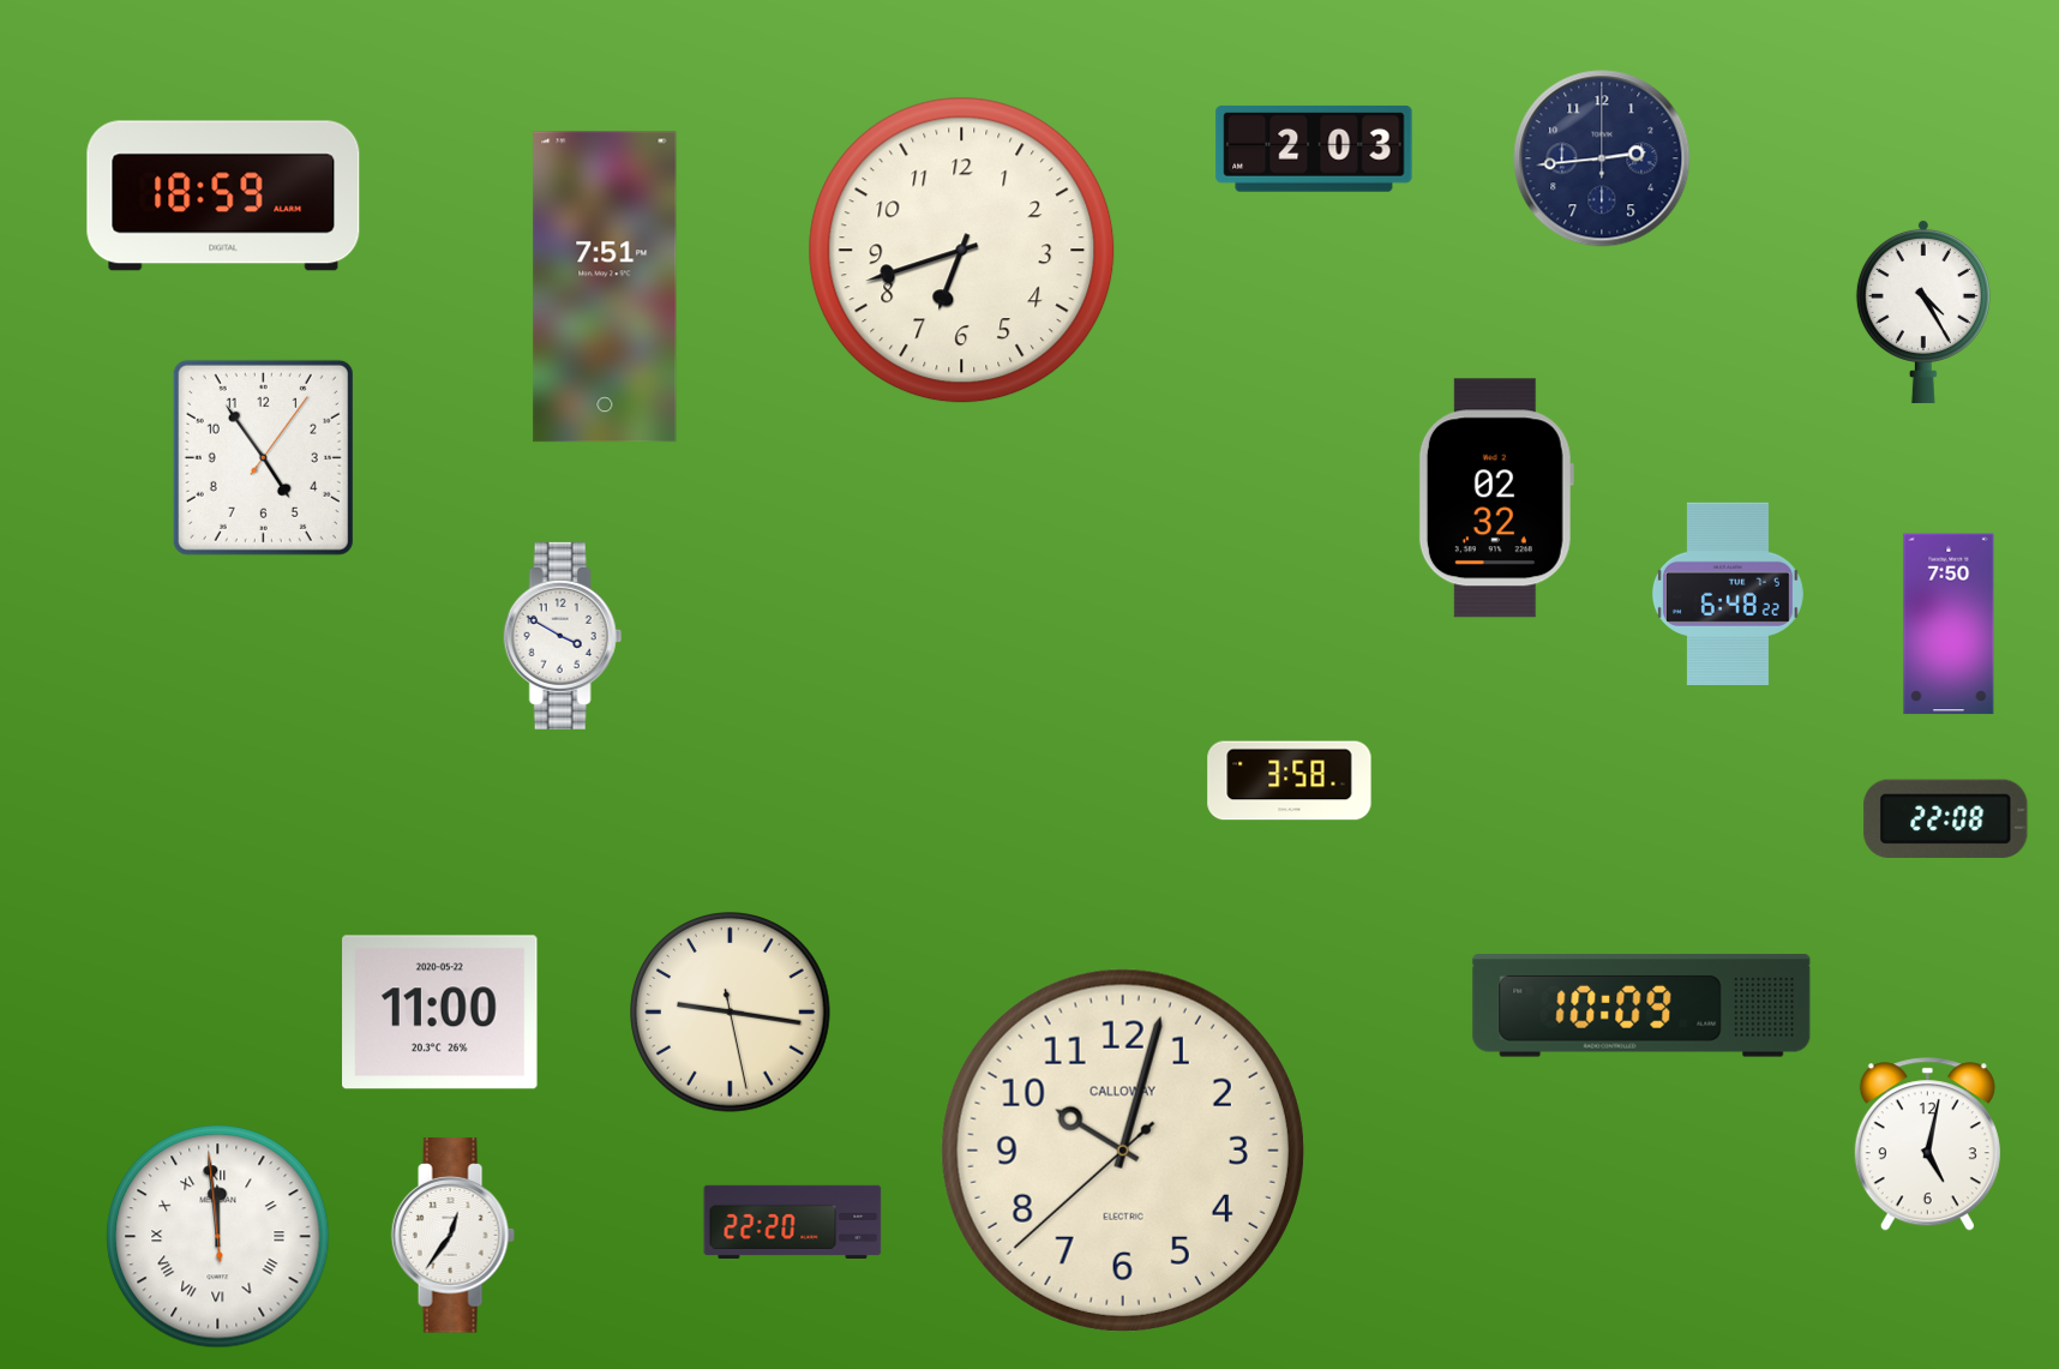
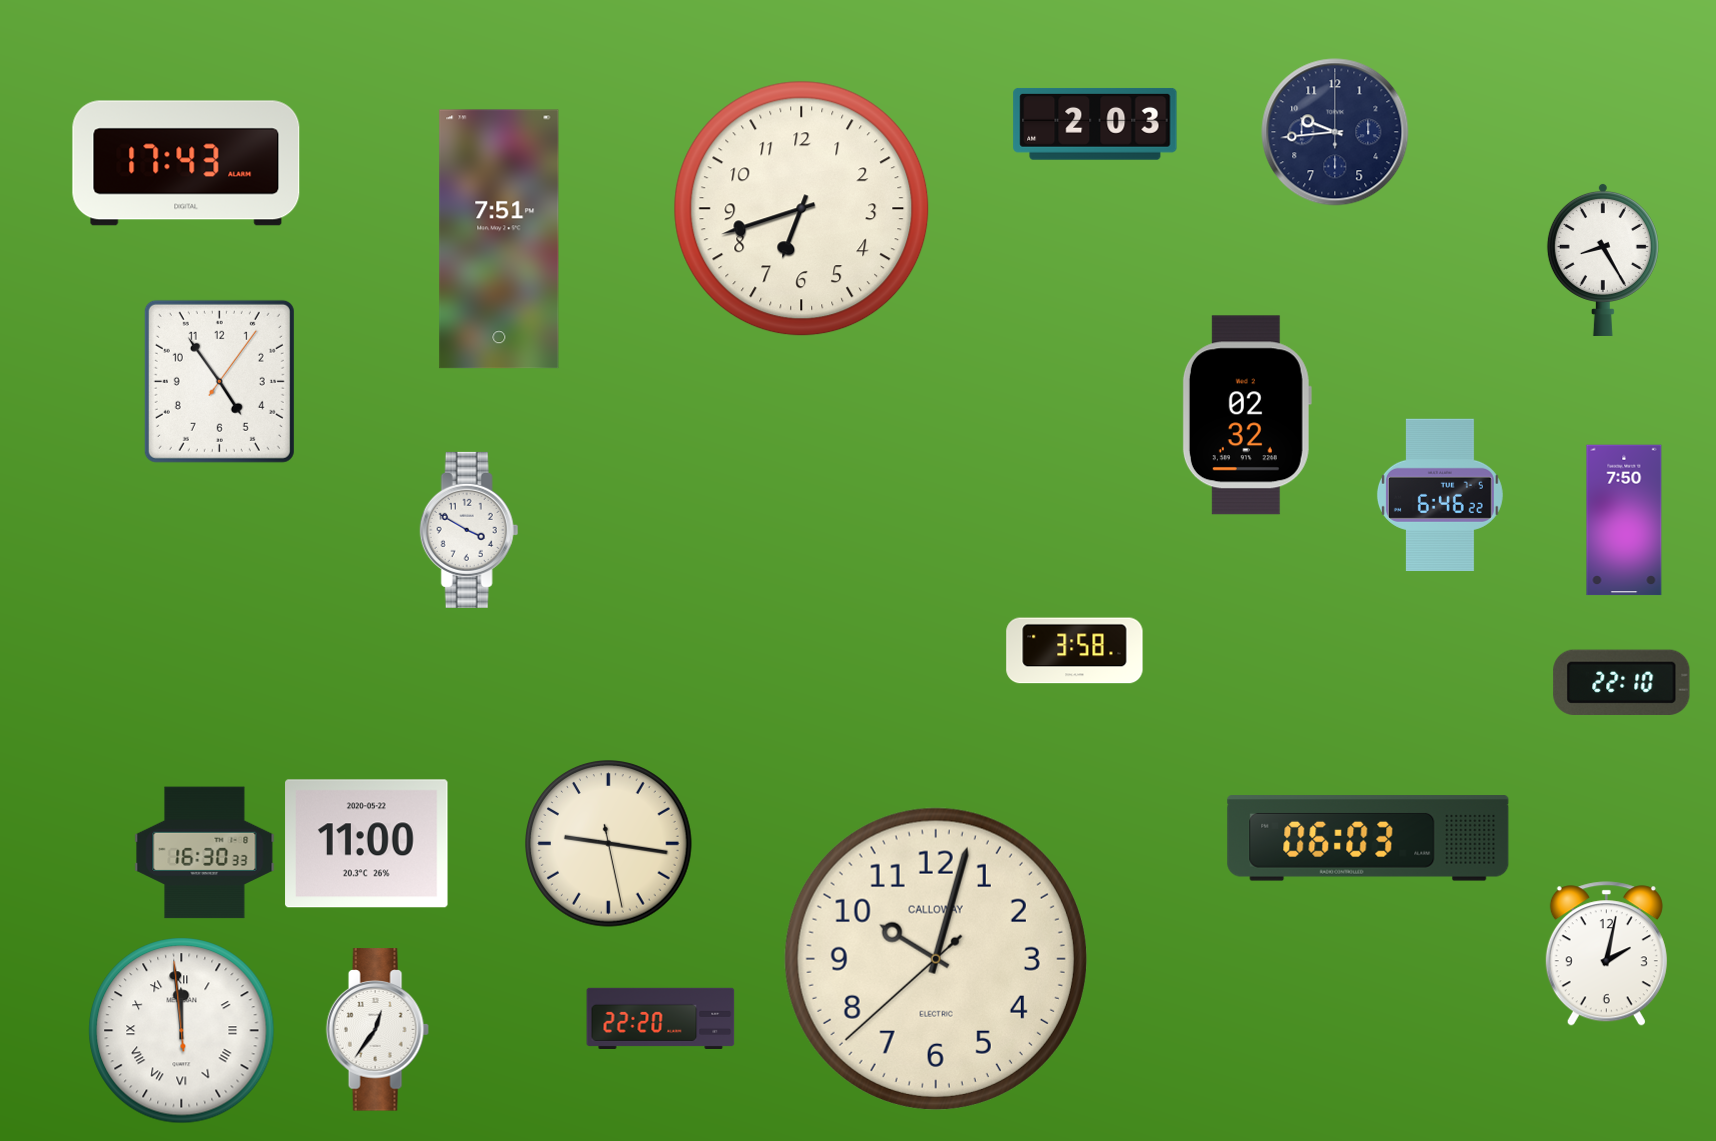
clock at (1602, 158): 2:44 -> 9:44
clock at (223, 196): 18:59 -> 17:43
clock at (605, 287) position: (605, 287) -> (499, 239)
clock at (1923, 311): 4:25 -> 8:25
clock at (1728, 594): 6:48 -> 6:46
clock at (1946, 818): 22:08 -> 22:10
clock at (1641, 1005): 10:09 -> 06:03
clock at (205, 853): none -> 16:30
clock at (1927, 1145): 5:02 -> 2:02
